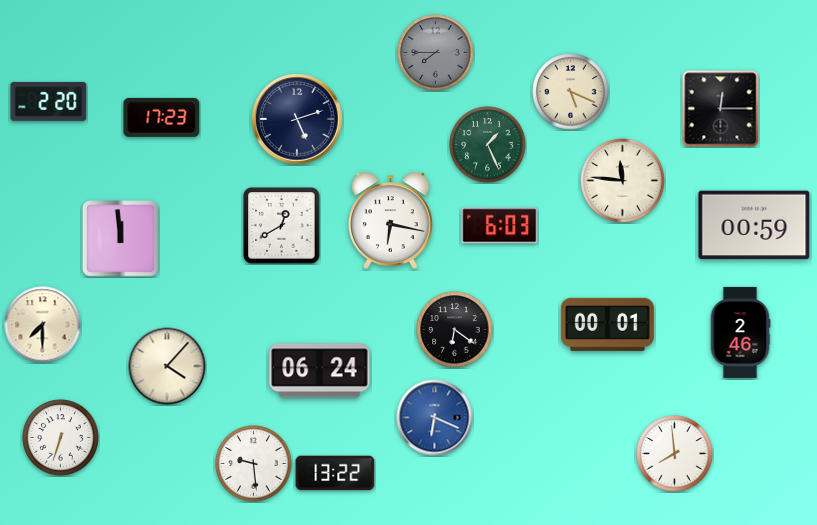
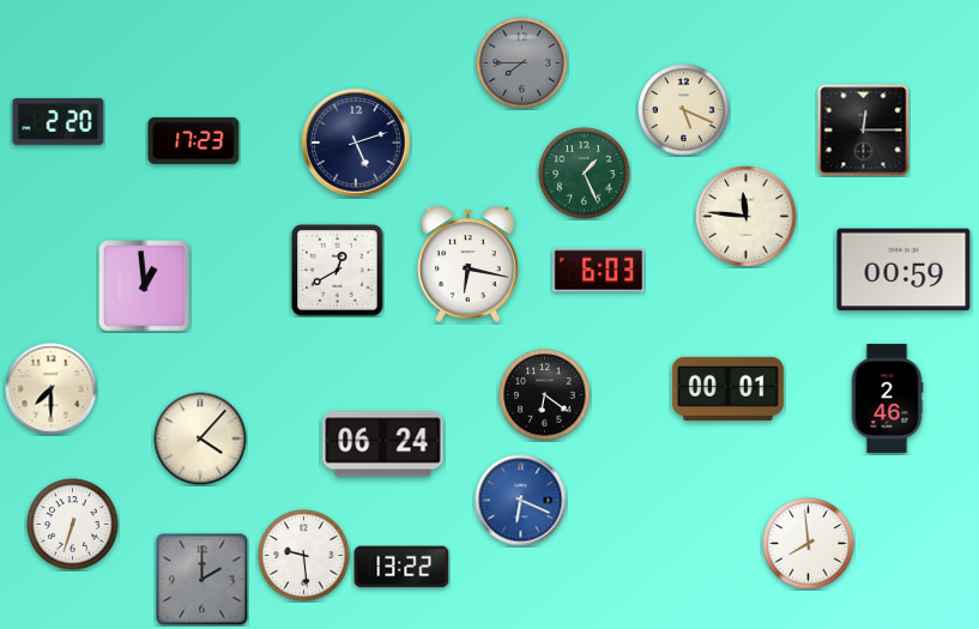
clock at (121, 239): 11:59 -> 12:59
clock at (203, 580): none -> 2:00
